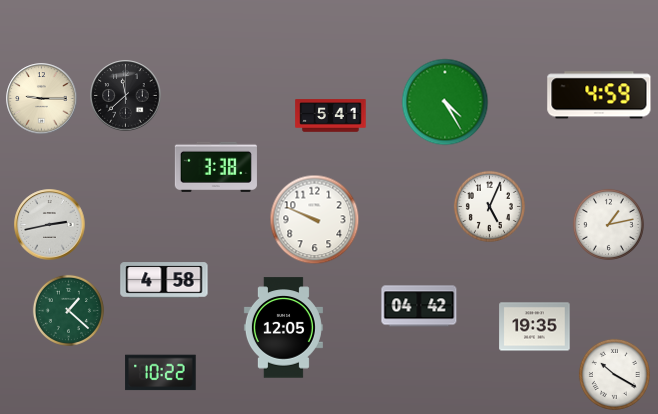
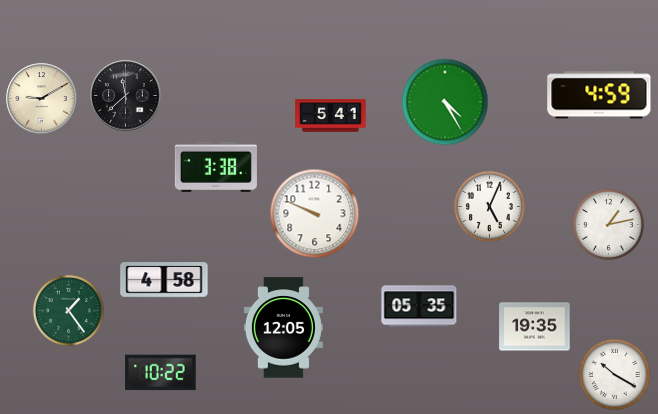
clock at (42, 99): 9:15 -> 9:10
clock at (315, 220) position: (315, 220) -> (315, 214)
clock at (50, 225): 2:43 -> none
clock at (419, 306): 04:42 -> 05:35
clock at (68, 310): 1:22 -> 1:24
